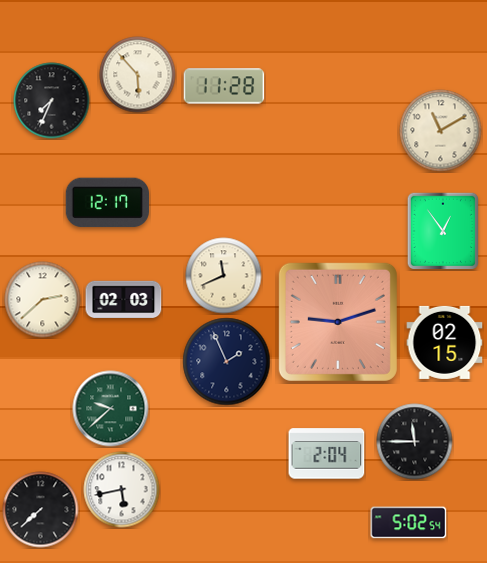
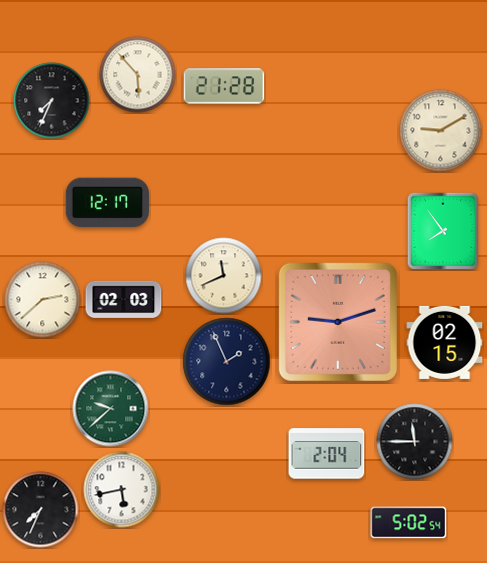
clock at (224, 86): 11:28 -> 21:28
clock at (441, 131): 11:10 -> 9:10
clock at (442, 230): 12:54 -> 7:54
clock at (41, 510): 7:38 -> 7:34
